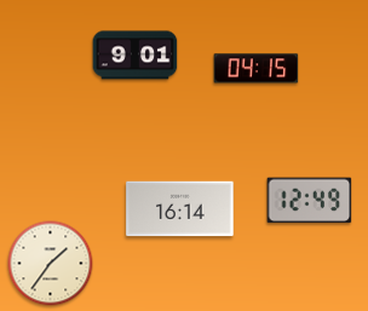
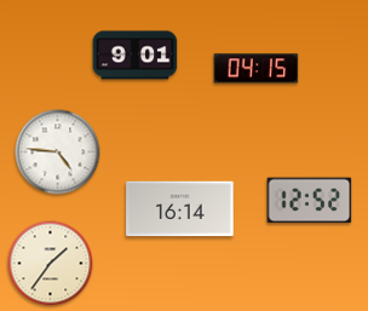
clock at (58, 152): none -> 4:46
clock at (310, 201): 12:49 -> 12:52
